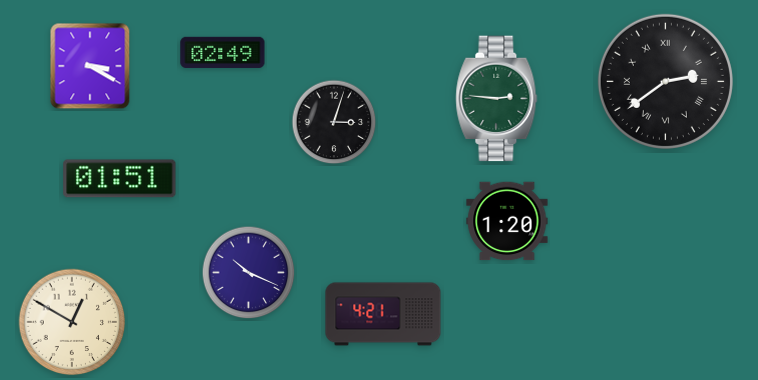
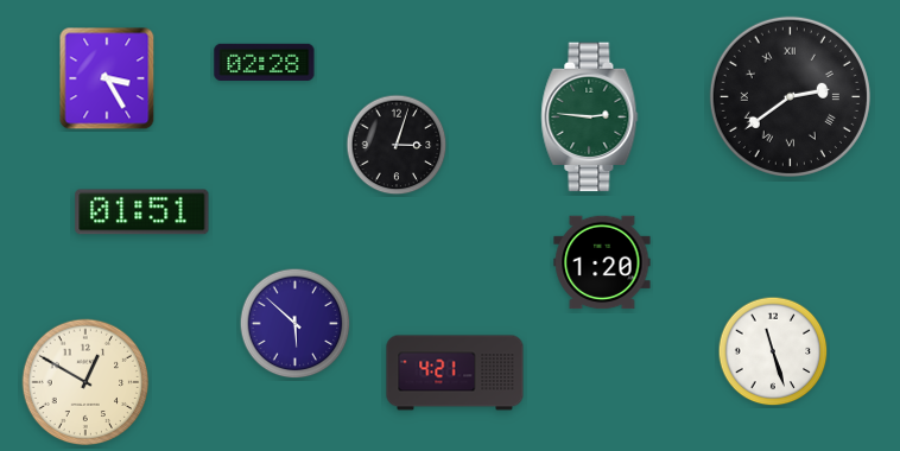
clock at (223, 52): 02:49 -> 02:28
clock at (90, 66): 3:20 -> 3:25
clock at (249, 273): 10:19 -> 5:52
clock at (773, 351): none -> 11:27
